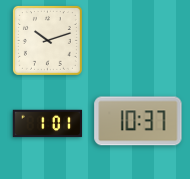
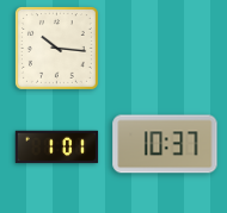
clock at (47, 40): 10:12 -> 10:16
